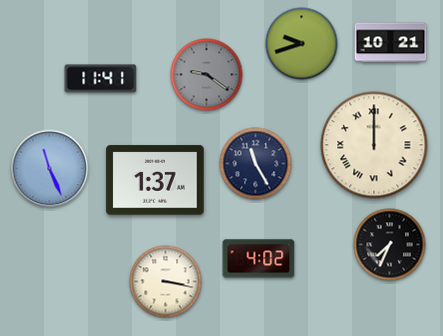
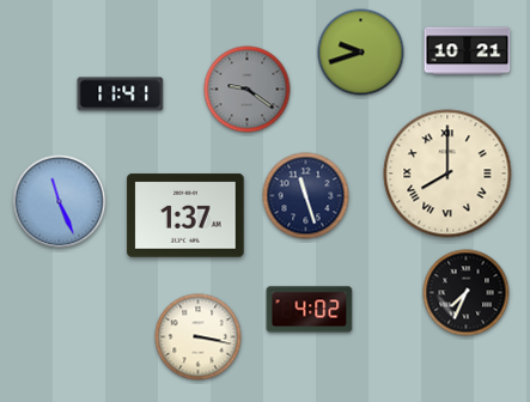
clock at (374, 145): 12:00 -> 8:00
clock at (256, 164): 11:25 -> 11:27
